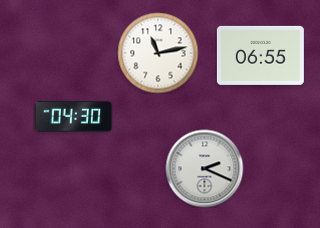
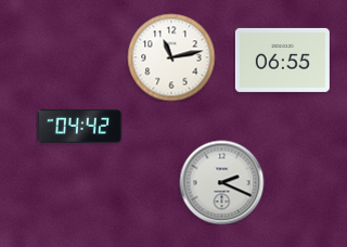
clock at (73, 116): 04:30 -> 04:42
